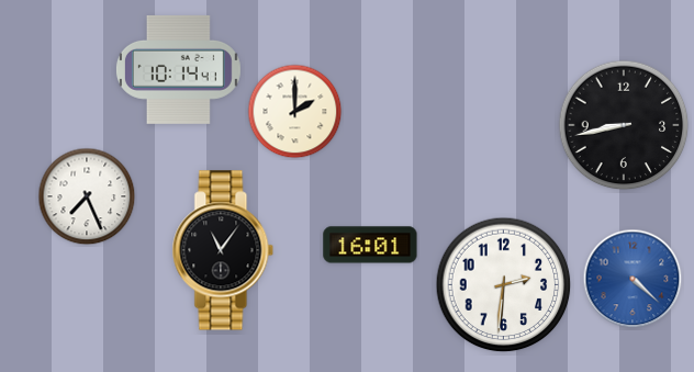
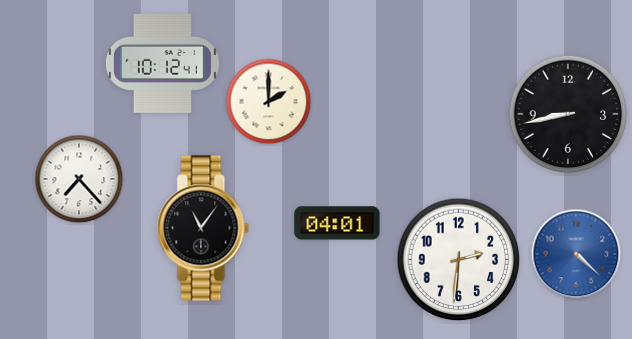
clock at (178, 69): 10:14 -> 10:12
clock at (87, 196): 7:26 -> 7:23
clock at (370, 245): 16:01 -> 04:01
